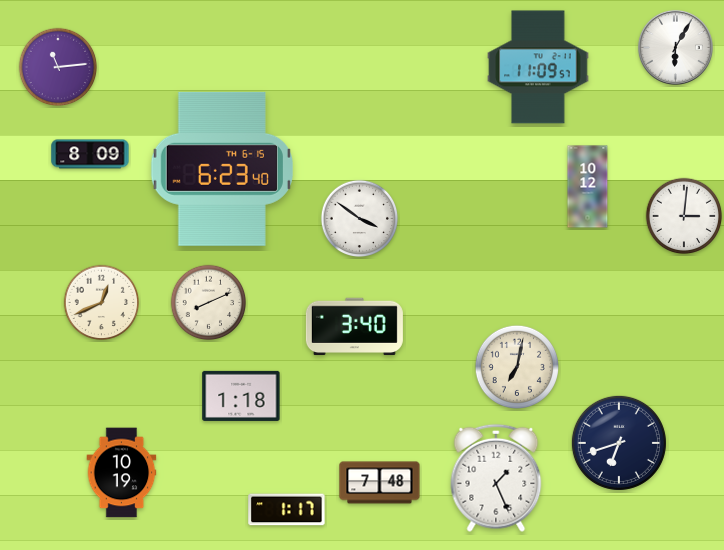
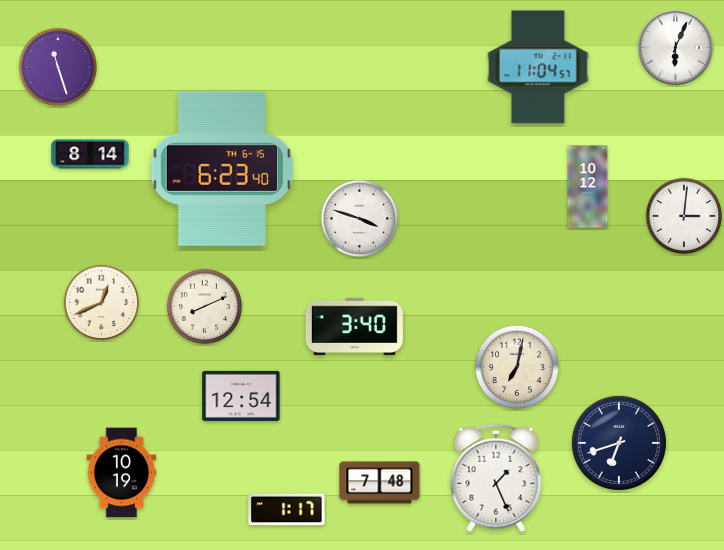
clock at (675, 47): 6:05 -> 6:04
clock at (58, 67): 11:14 -> 11:27
clock at (538, 67): 11:09 -> 11:04
clock at (90, 154): 8:09 -> 8:14
clock at (360, 219): 3:51 -> 3:48
clock at (209, 303) position: (209, 303) -> (205, 307)
clock at (241, 396): 1:18 -> 12:54
